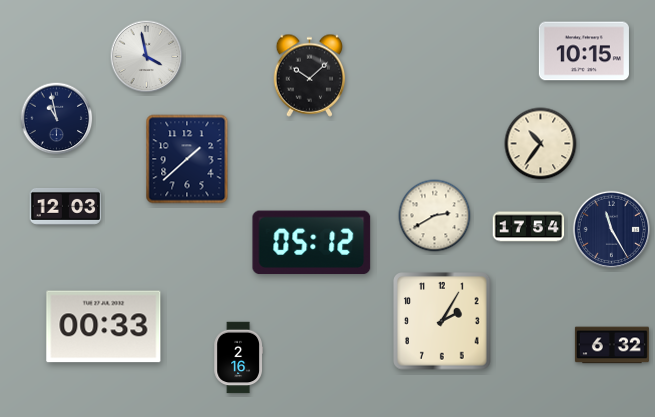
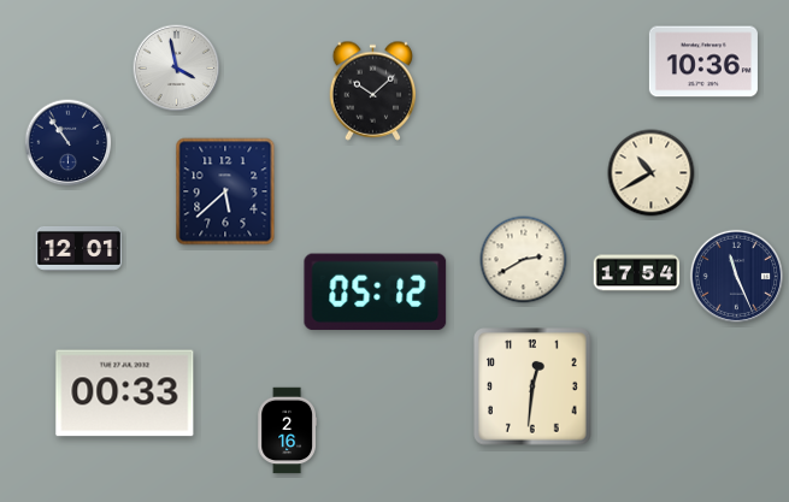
clock at (584, 51): 10:15 -> 10:36
clock at (57, 119): 10:58 -> 10:54
clock at (541, 144): 10:36 -> 10:40
clock at (187, 159): 1:38 -> 5:38
clock at (66, 206): 12:03 -> 12:01
clock at (611, 229): 11:25 -> 11:26
clock at (442, 321): 2:05 -> 12:31
clock at (612, 345): 6:32 -> none
